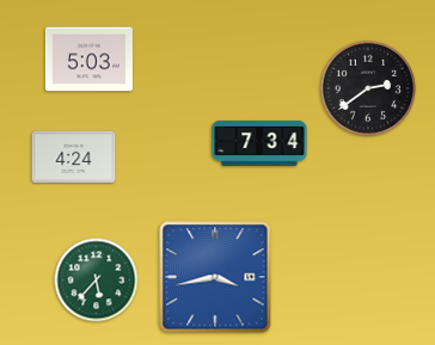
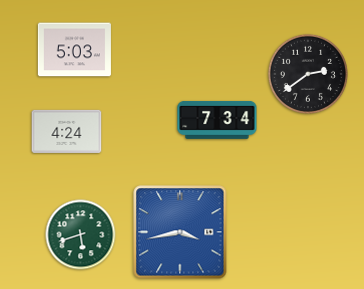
clock at (74, 156) position: (74, 156) -> (67, 131)
clock at (97, 281): 5:37 -> 5:42
